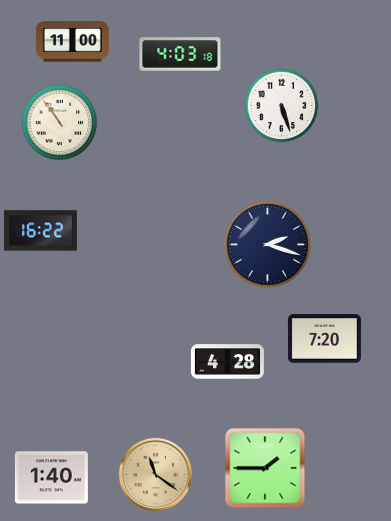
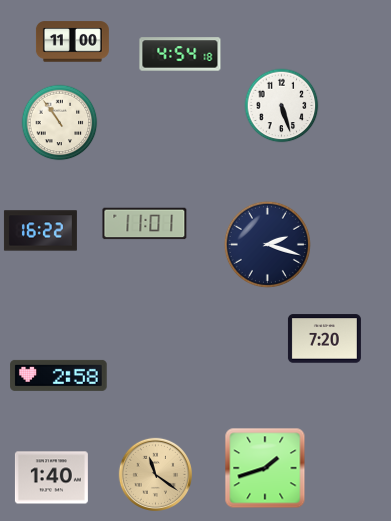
clock at (180, 54): 4:03 -> 4:54
clock at (145, 224): none -> 11:01
clock at (227, 362): 4:28 -> none
clock at (59, 375): none -> 2:58
clock at (265, 468): 1:45 -> 1:42
